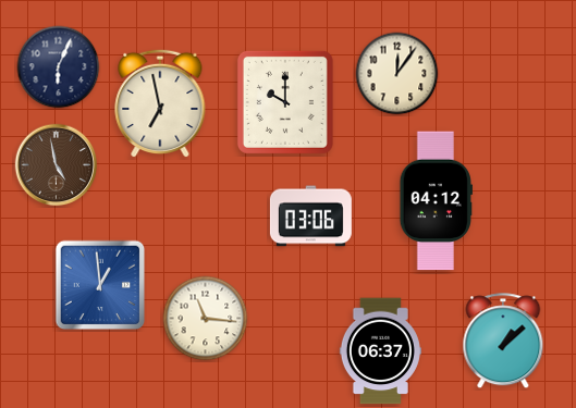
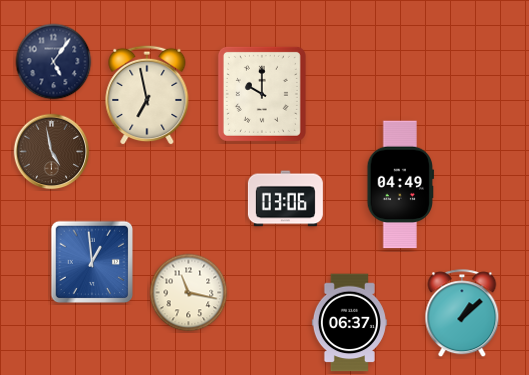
clock at (59, 67): 6:04 -> 5:06
clock at (397, 74): 12:06 -> none
clock at (437, 201): 04:12 -> 04:49
clock at (206, 319): 11:16 -> 11:17
